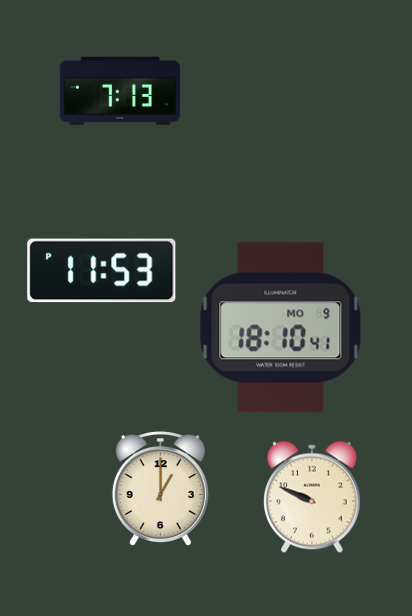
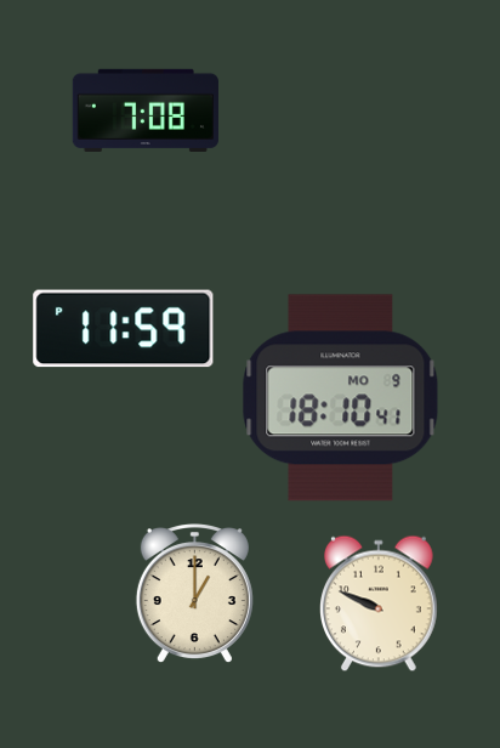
clock at (119, 90): 7:13 -> 7:08
clock at (102, 271): 11:53 -> 11:59
